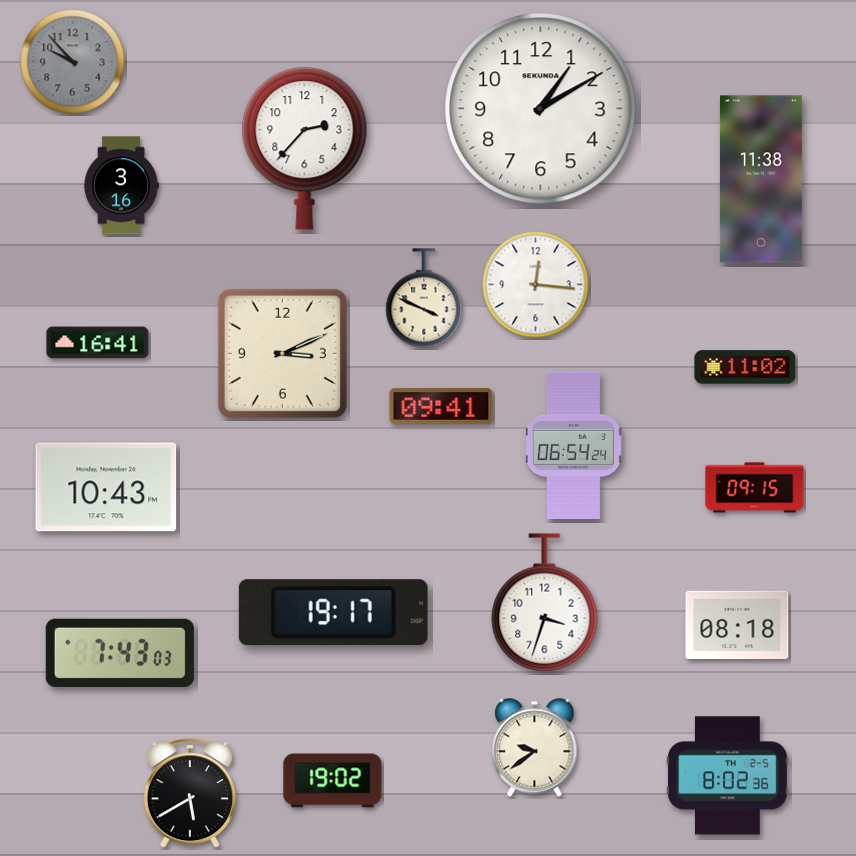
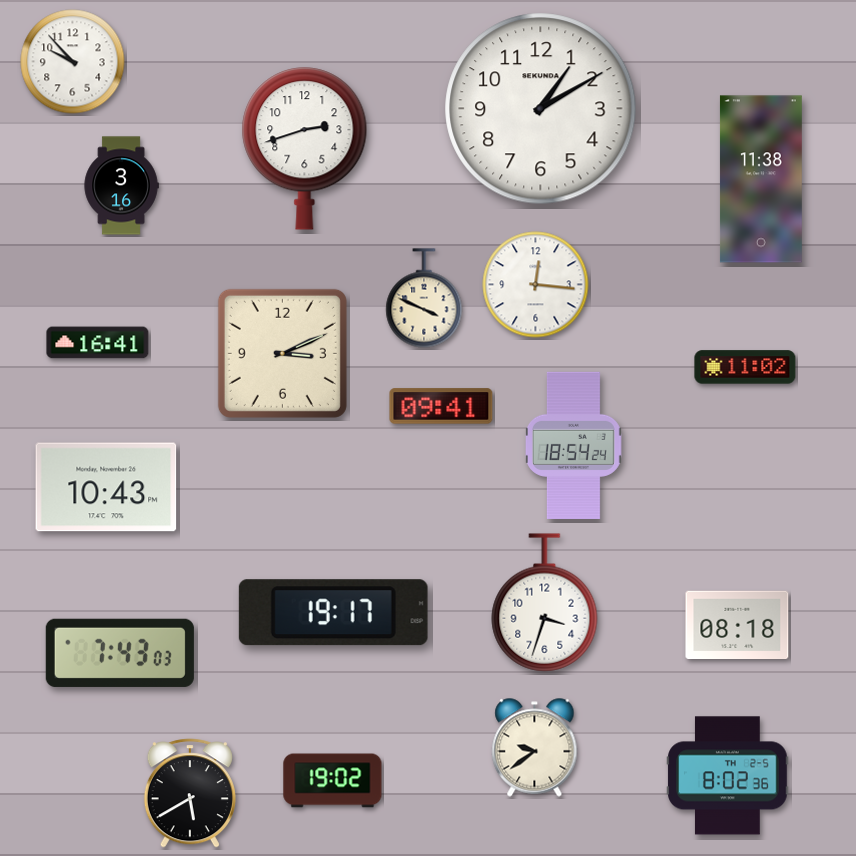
clock at (73, 62) dial: grey -> white
clock at (305, 149): 2:37 -> 2:42
clock at (573, 445): 06:54 -> 18:54
clock at (755, 488): 09:15 -> none
